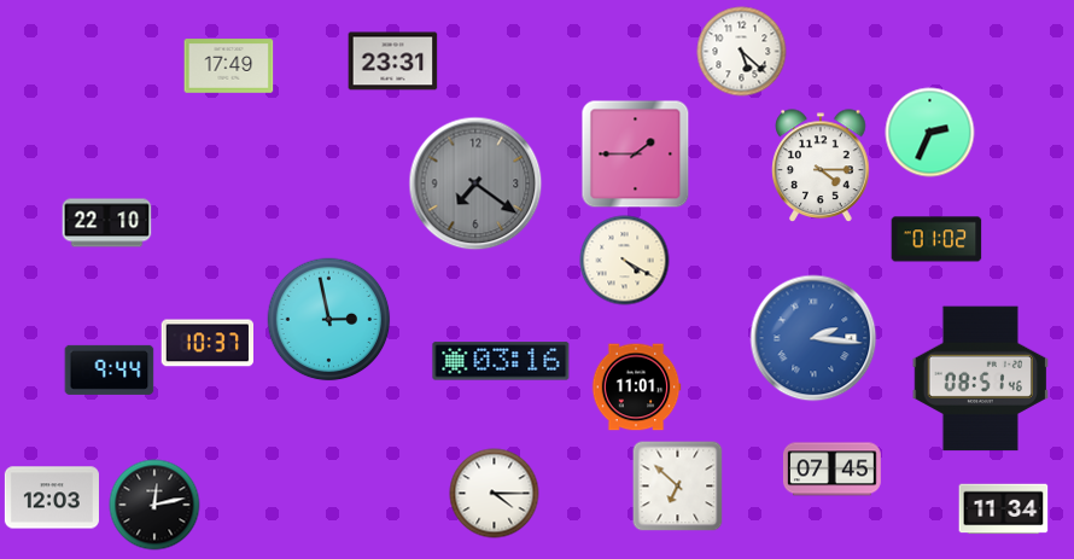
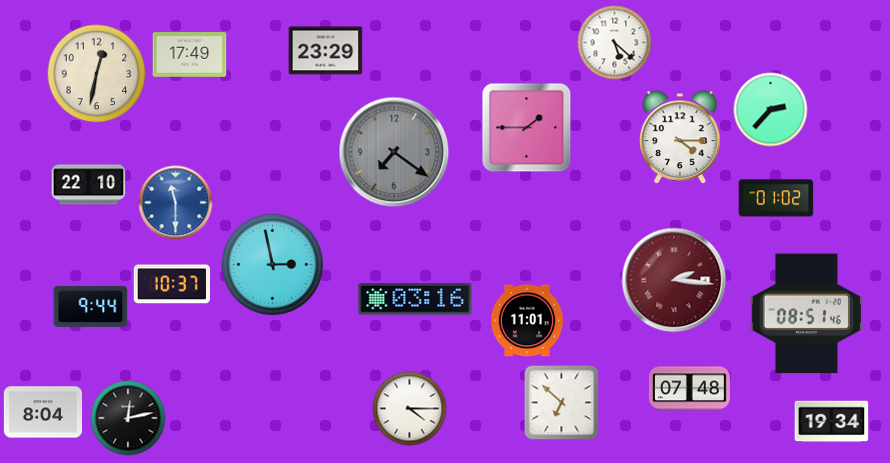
clock at (393, 62): 23:31 -> 23:29
clock at (97, 74): none -> 12:32
clock at (930, 133): 2:34 -> 2:37
clock at (176, 203): none -> 11:30
clock at (625, 261): 4:20 -> none
clock at (813, 338) dial: blue -> burgundy
clock at (980, 379) position: (980, 379) -> (806, 314)
clock at (831, 470): 07:45 -> 07:48
clock at (52, 497): 12:03 -> 8:04
clock at (1004, 509): 11:34 -> 19:34
